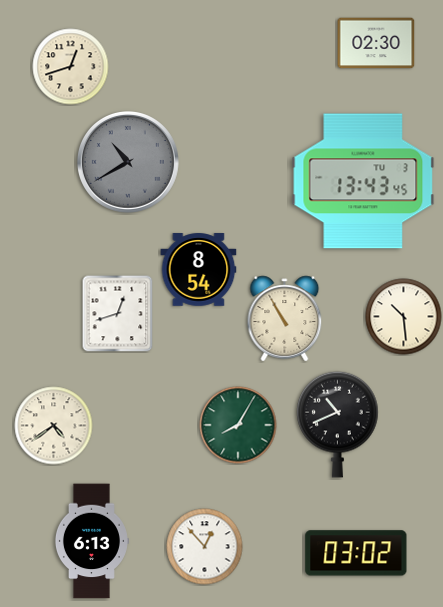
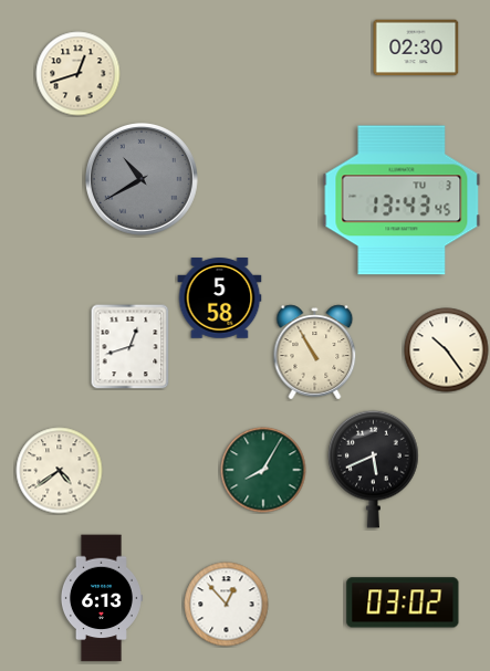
clock at (199, 270): 8:54 -> 5:58
clock at (404, 317): 10:29 -> 10:24
clock at (338, 424): 10:41 -> 5:41
clock at (356, 553) position: (356, 553) -> (403, 602)
